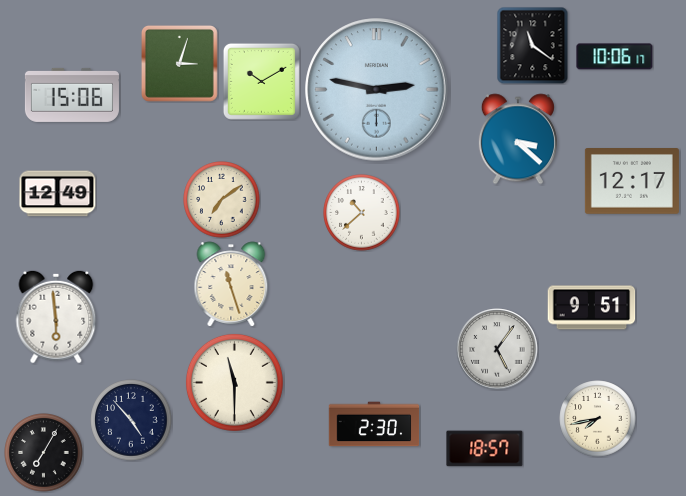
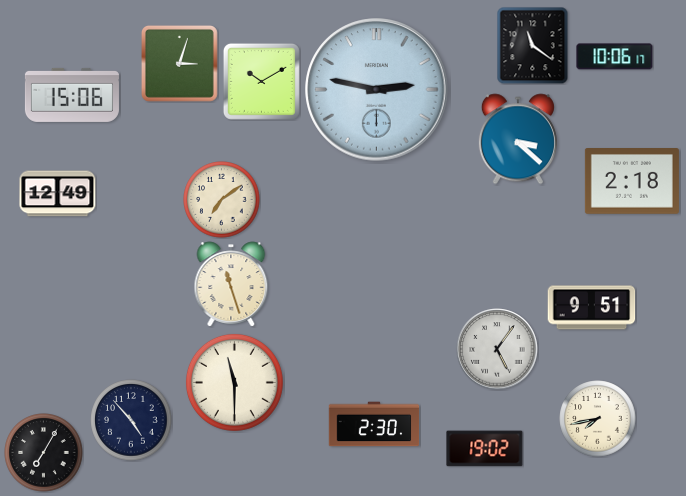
clock at (632, 182): 12:17 -> 2:18
clock at (362, 213): 10:38 -> none
clock at (56, 317): 5:59 -> none
clock at (485, 449): 18:57 -> 19:02
